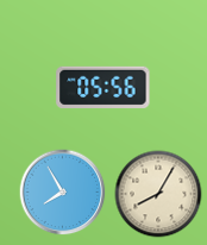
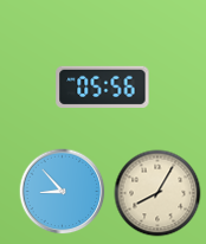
clock at (63, 193): 7:55 -> 8:53
